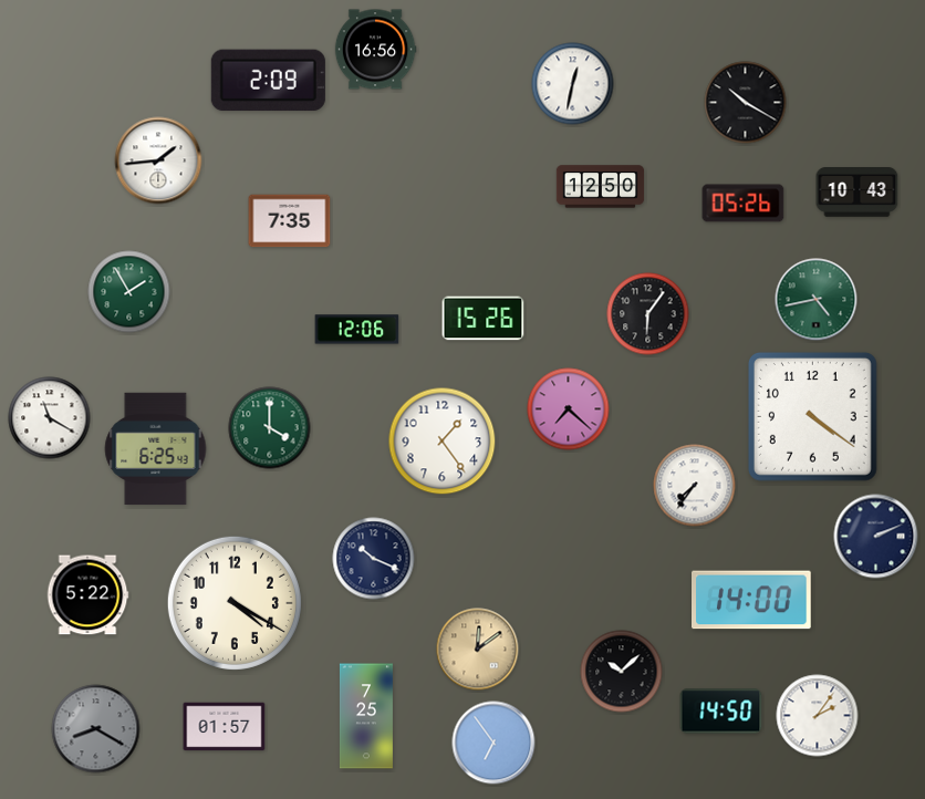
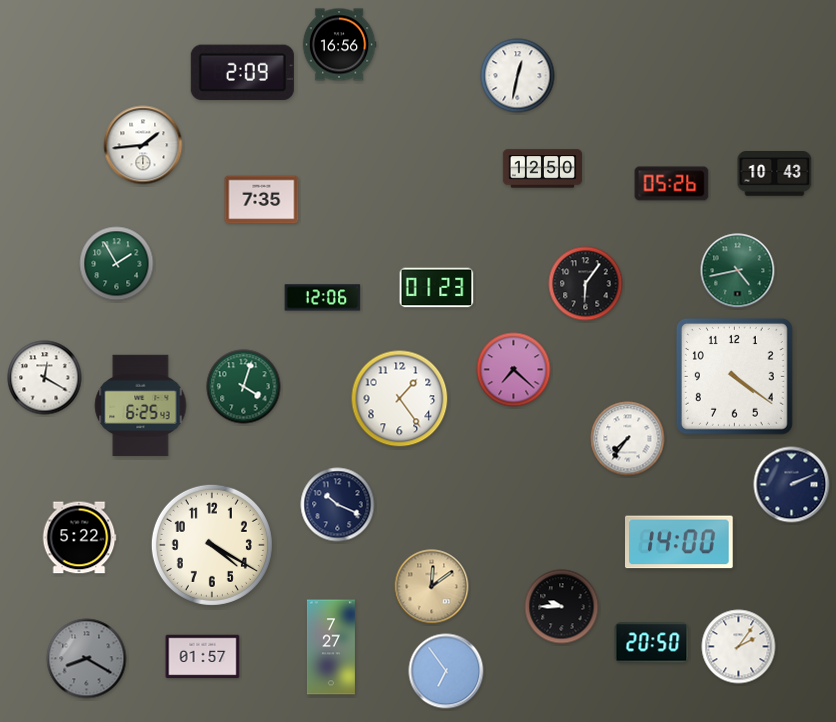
clock at (746, 103): 10:20 -> none
clock at (484, 319): 15:26 -> 01:23
clock at (50, 418): 11:20 -> 12:20
clock at (270, 428): 4:00 -> 4:03
clock at (622, 672): 10:08 -> 9:45
clock at (721, 712): 14:50 -> 20:50
clock at (366, 716): 7:25 -> 7:27
